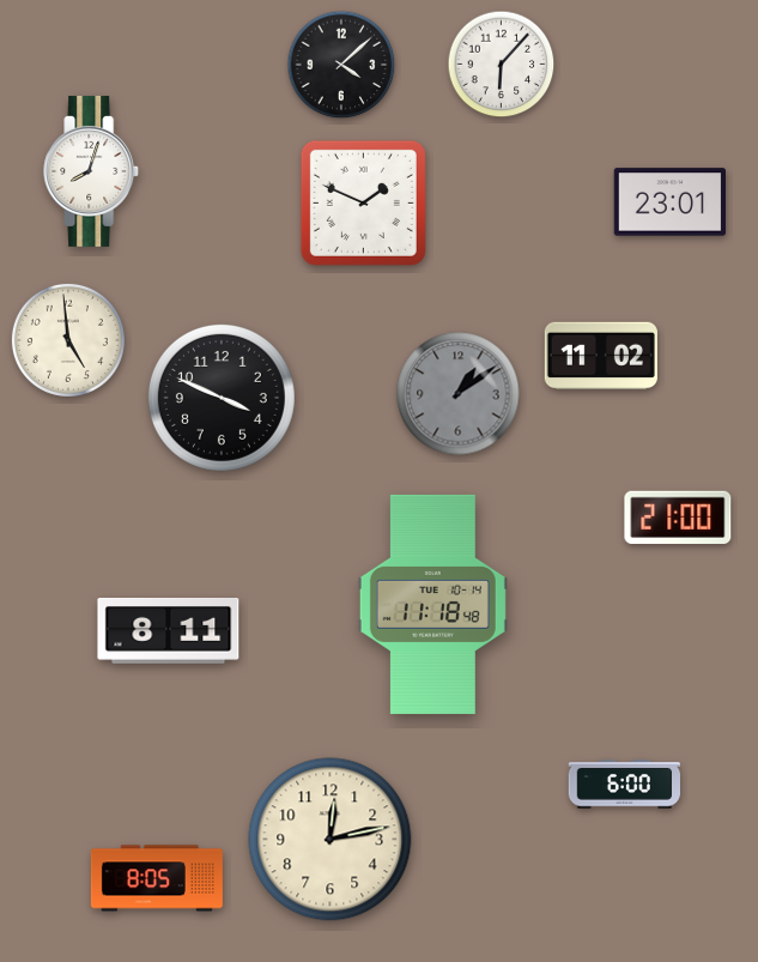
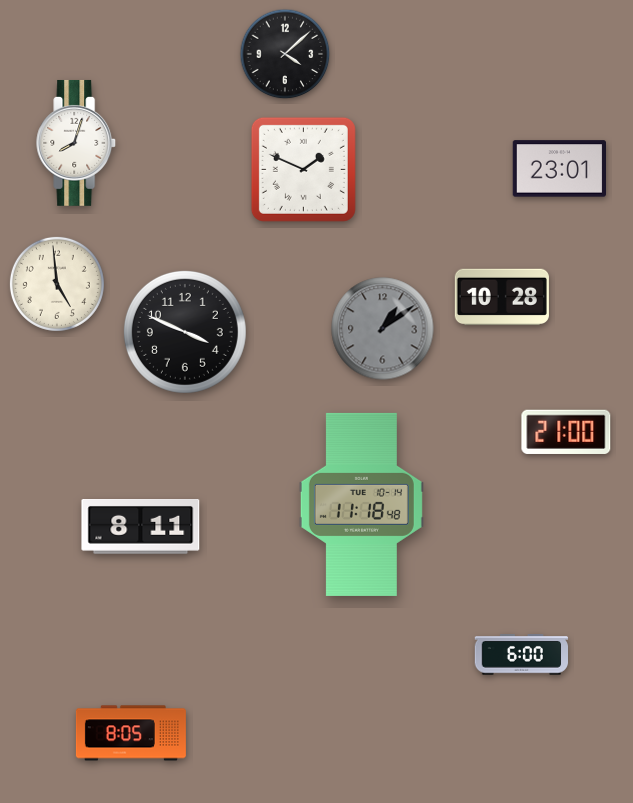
clock at (502, 65): 6:07 -> none
clock at (601, 356): 11:02 -> 10:28
clock at (331, 840): 12:13 -> none
